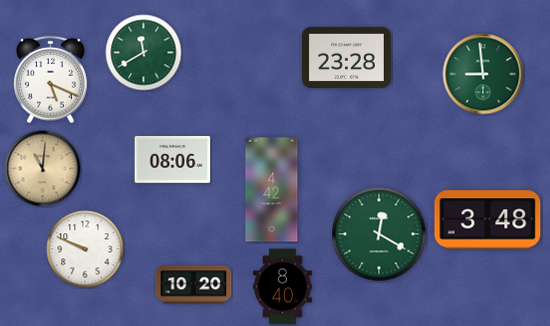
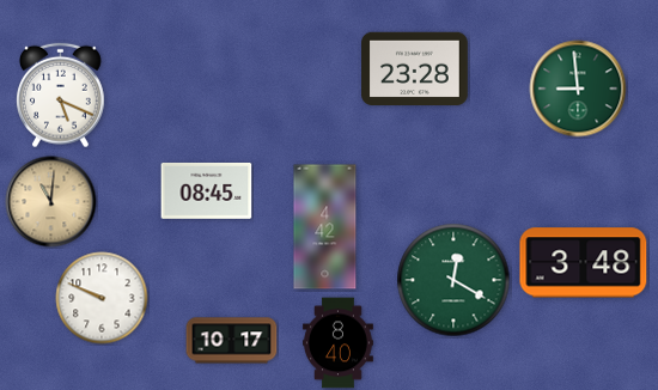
clock at (144, 53): 11:40 -> none
clock at (173, 160): 08:06 -> 08:45
clock at (194, 285): 10:20 -> 10:17
